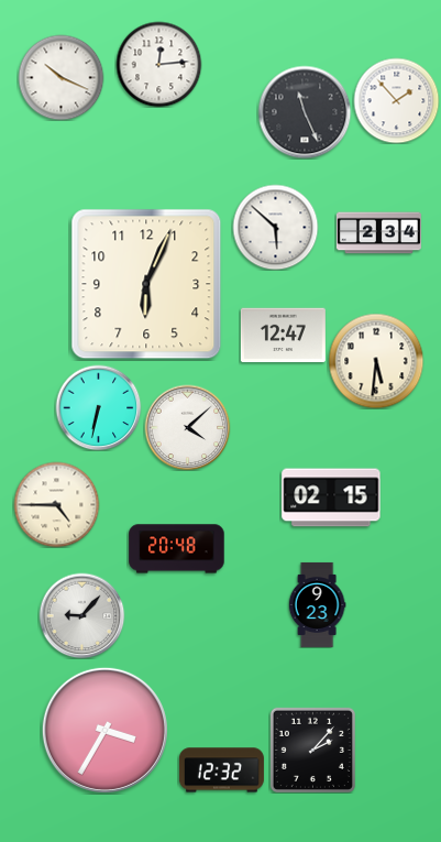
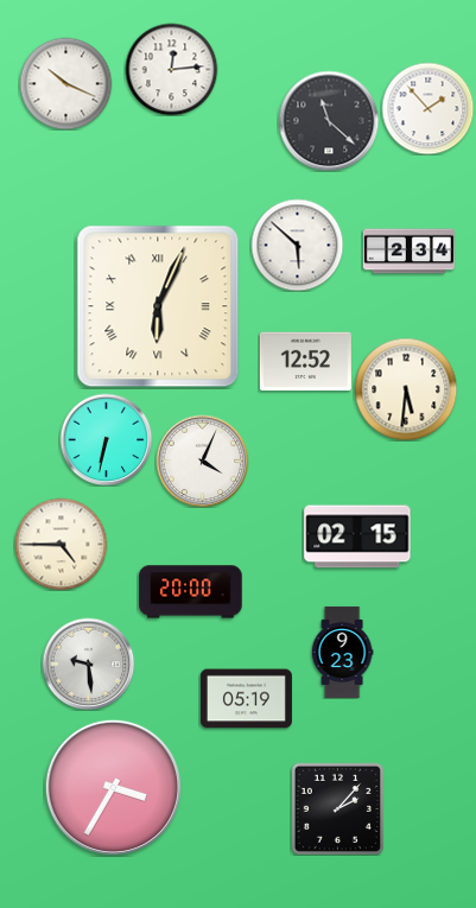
clock at (305, 112): 11:26 -> 11:22
clock at (146, 284) numerals: Arabic -> Roman
clock at (283, 336): 12:47 -> 12:52
clock at (187, 427): 4:08 -> 4:04
clock at (177, 549): 20:48 -> 20:00
clock at (81, 615): 9:07 -> 9:29
clock at (246, 699): none -> 05:19
clock at (221, 770): 12:32 -> none
